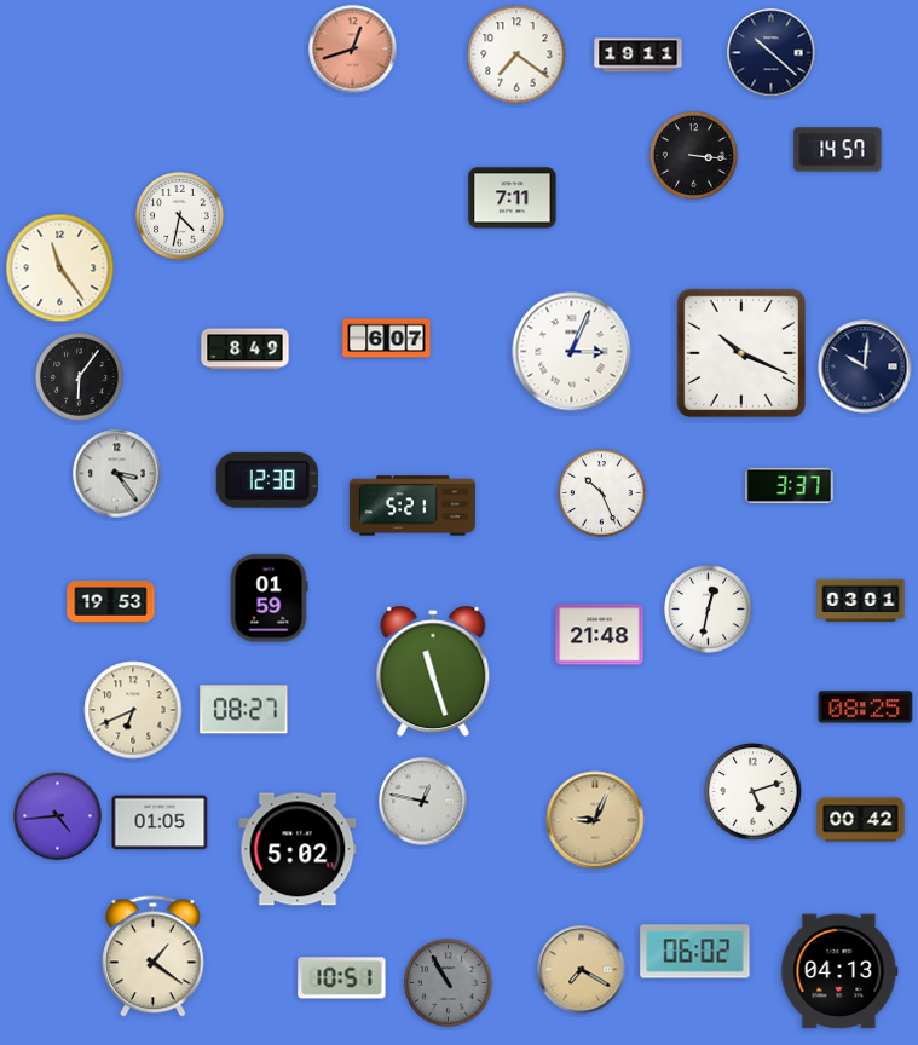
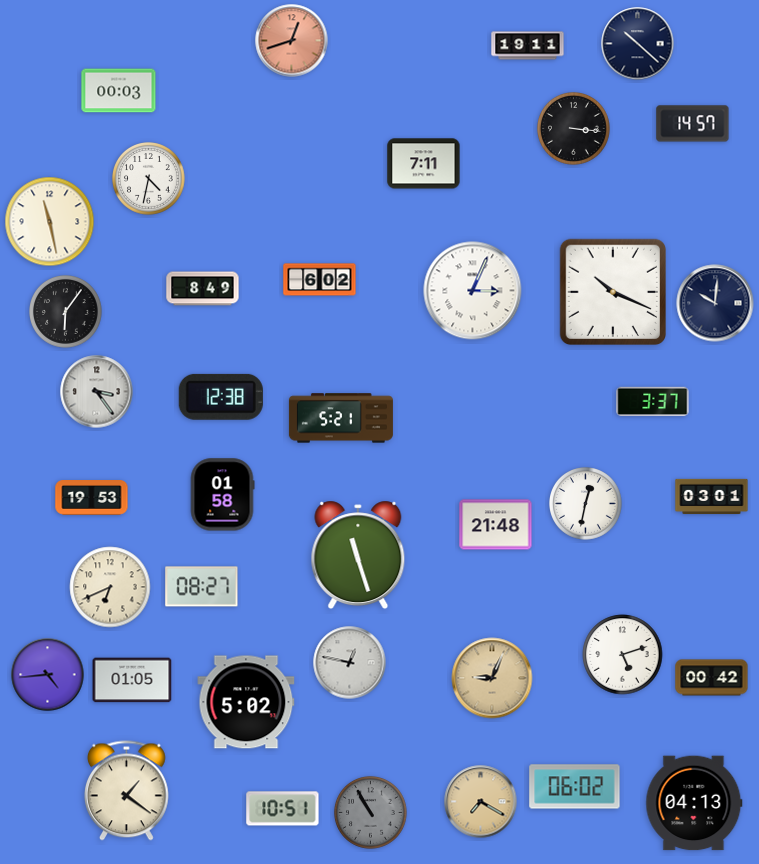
clock at (516, 54): 7:21 -> none
clock at (119, 91): none -> 00:03
clock at (60, 269): 11:24 -> 11:28
clock at (387, 339): 6:07 -> 6:02
clock at (602, 493): 10:26 -> none
clock at (269, 599): 01:59 -> 01:58
clock at (866, 708): 08:25 -> none
